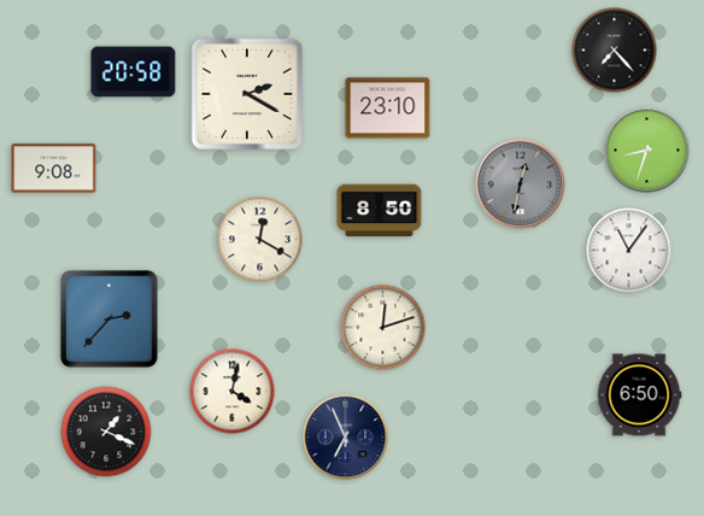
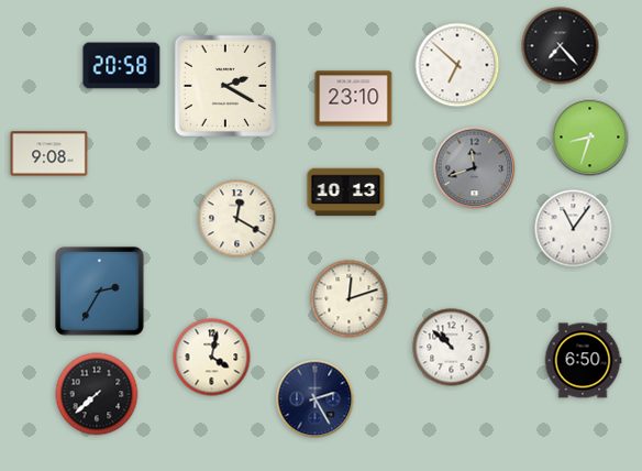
clock at (457, 65): none -> 6:52
clock at (521, 184): 12:32 -> 11:42
clock at (380, 211): 8:50 -> 10:13
clock at (108, 318): 2:37 -> 2:35
clock at (452, 348): none -> 10:52
clock at (106, 432): 1:19 -> 7:38
clock at (346, 438): 6:56 -> 2:25
